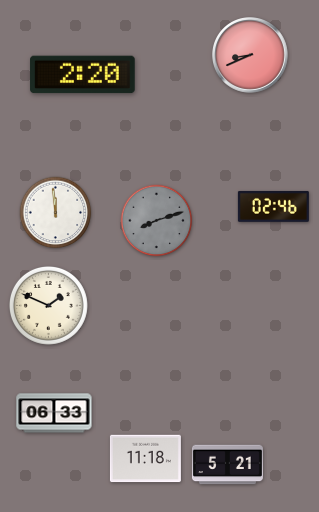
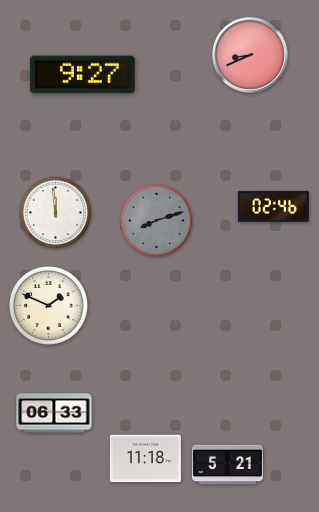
clock at (83, 75): 2:20 -> 9:27
